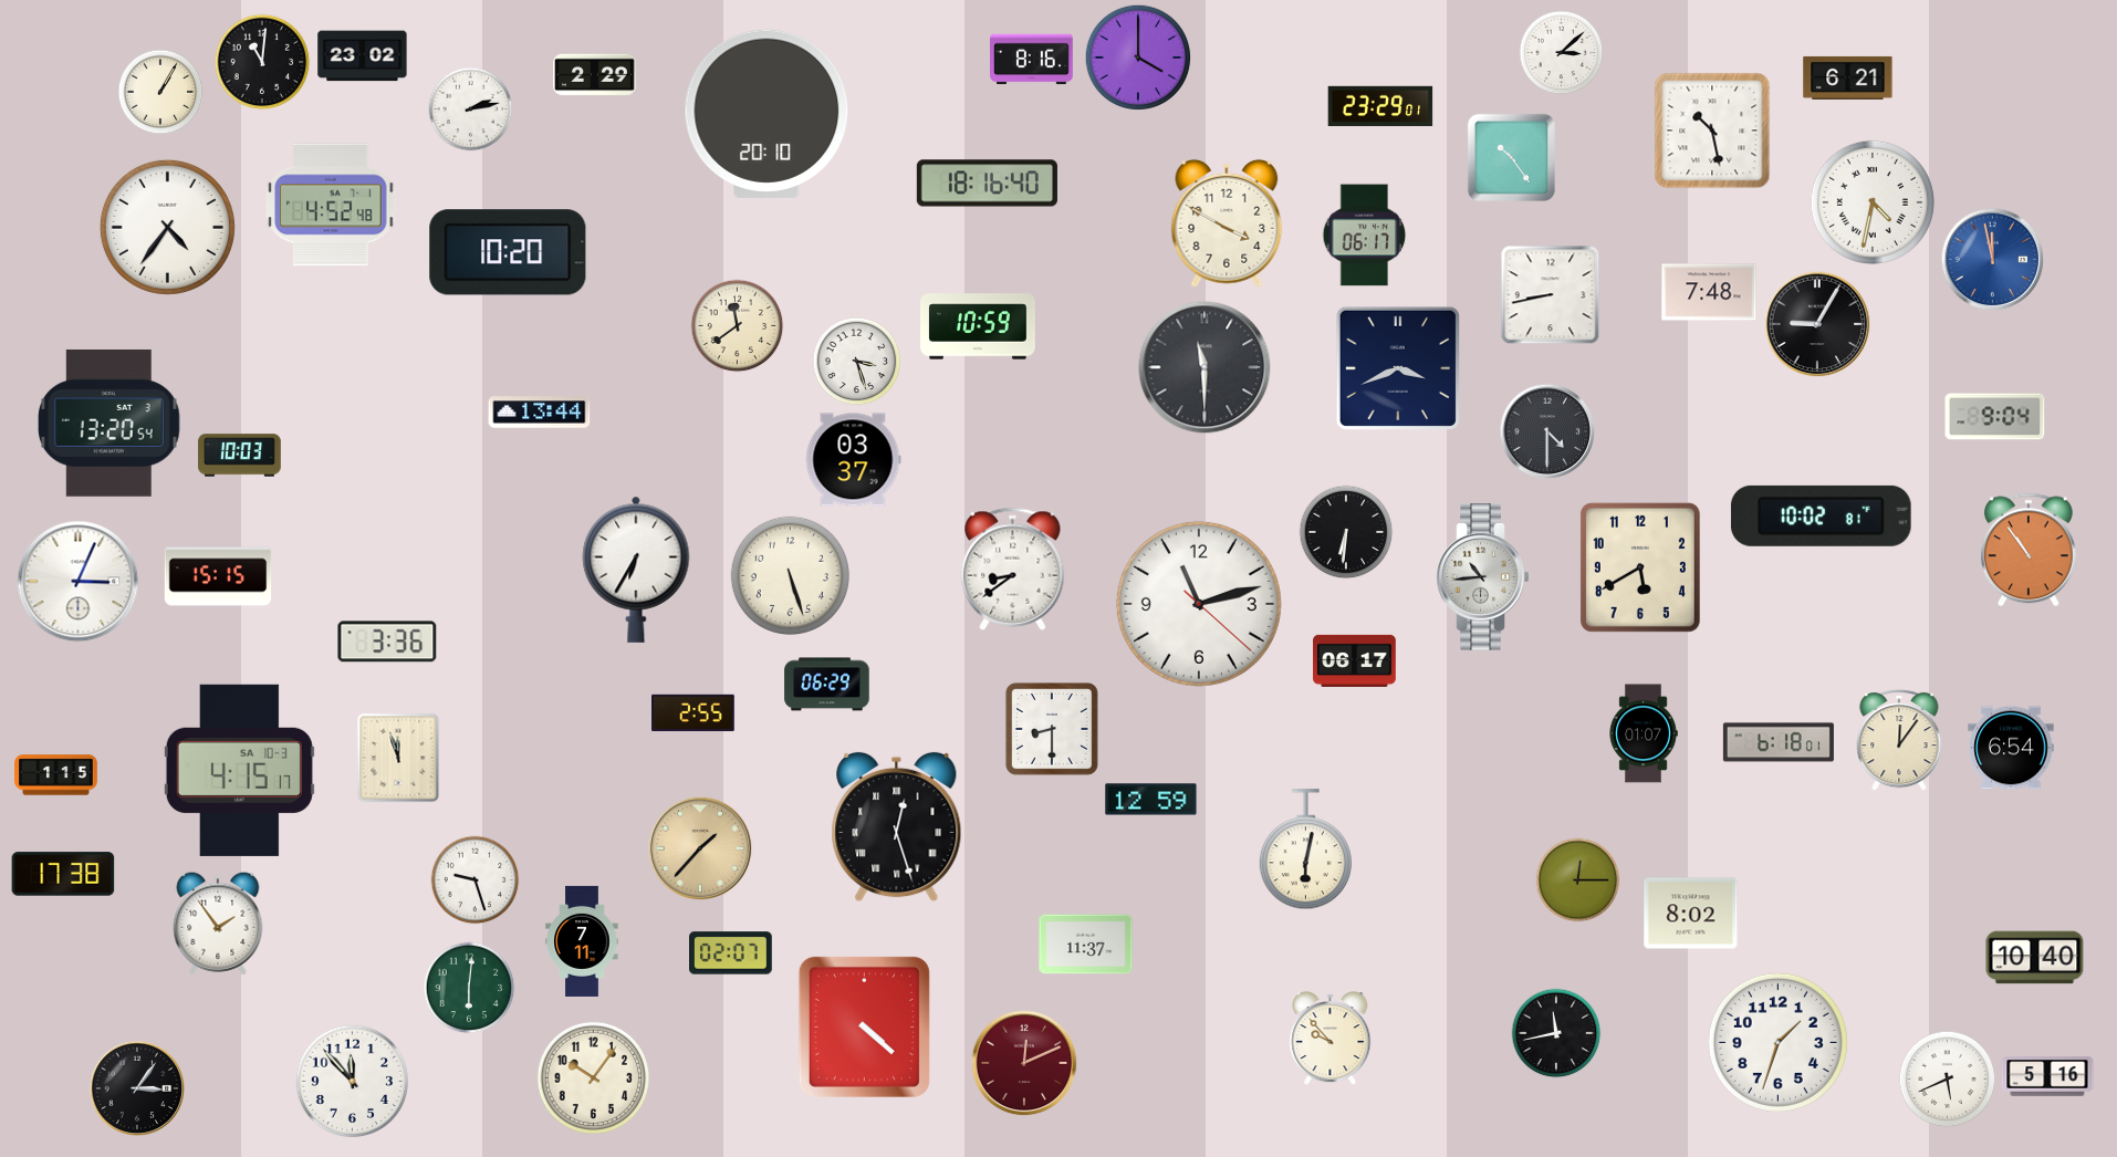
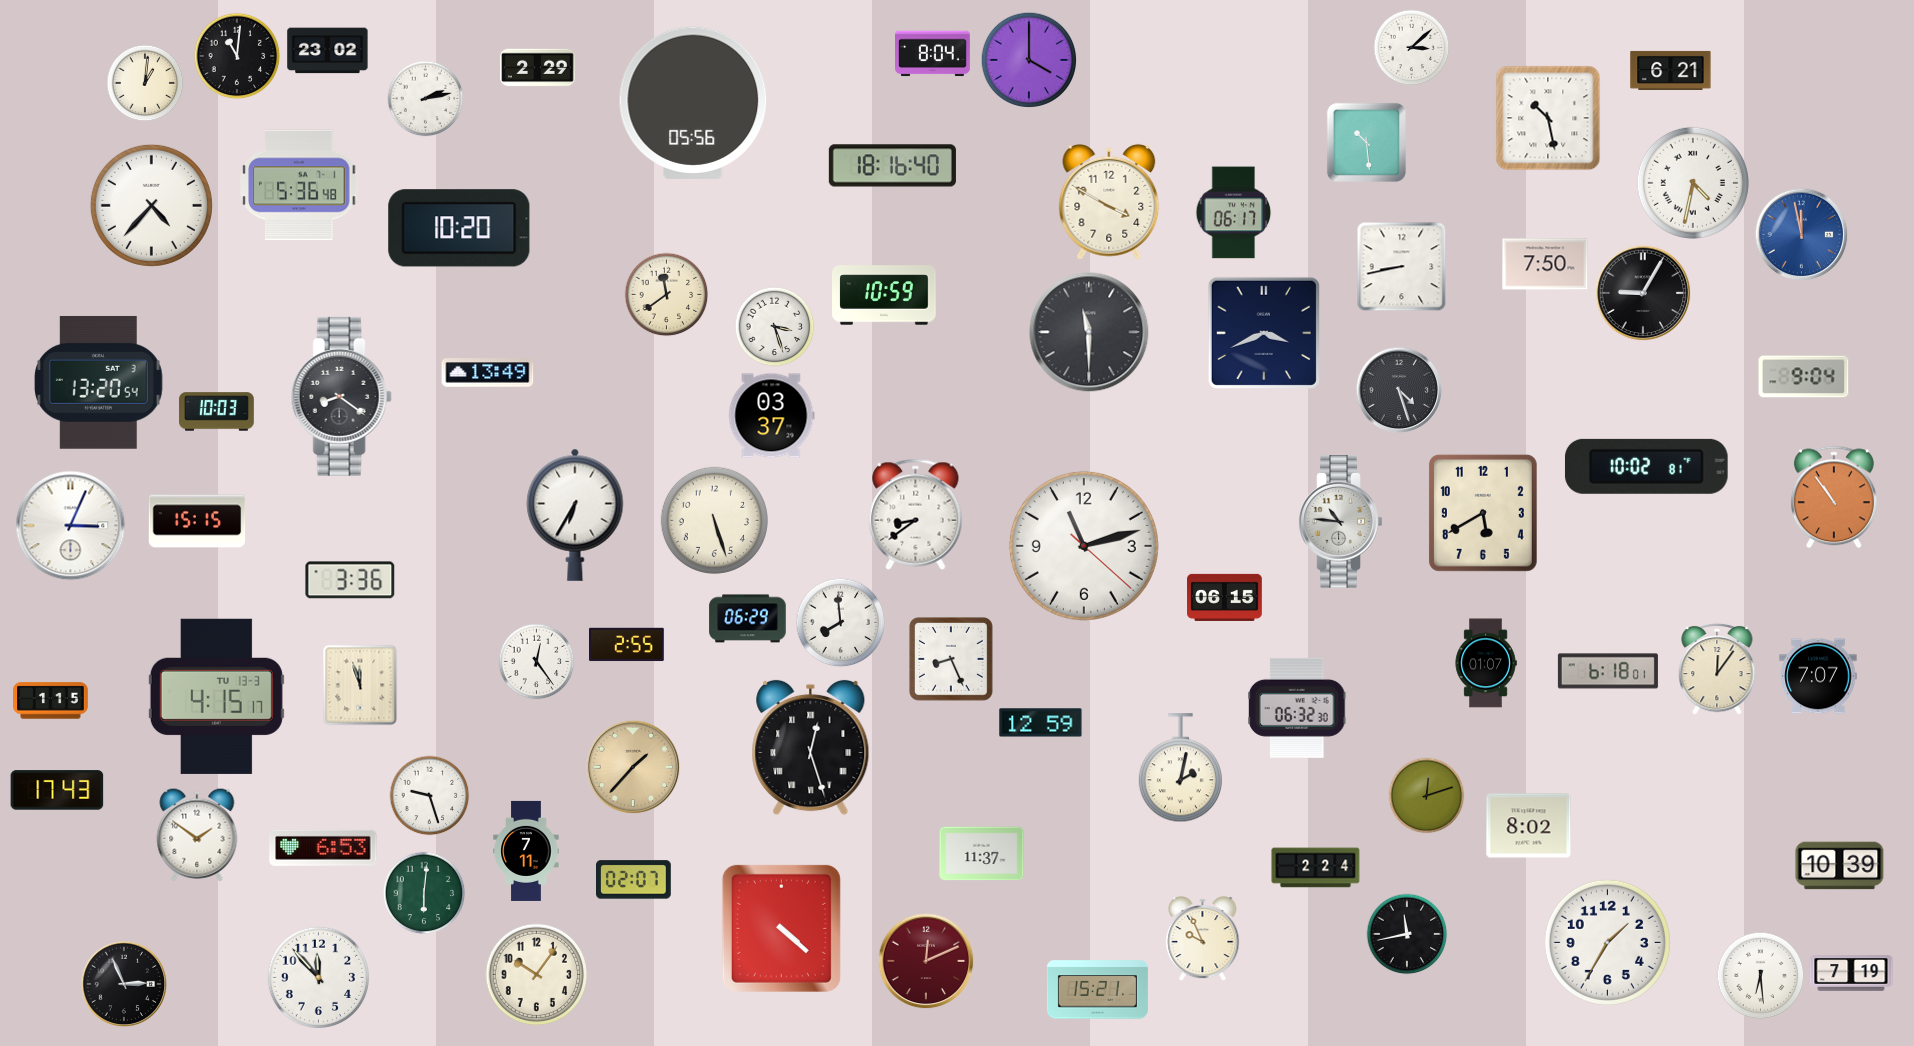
clock at (1138, 58) position: (1138, 58) -> (1029, 60)
clock at (1032, 60): 8:16 -> 8:04
clock at (160, 92): 1:05 -> 1:01
clock at (1380, 105): 23:29 -> none
clock at (766, 113): 20:10 -> 05:56
clock at (1511, 157): 10:24 -> 10:29
clock at (331, 205): 4:52 -> 5:36
clock at (167, 227): 4:36 -> 4:37
clock at (1709, 292): 7:48 -> 7:50
clock at (540, 413): 13:44 -> 13:49
clock at (1547, 431): 4:30 -> 4:27
clock at (341, 396): none -> 8:21
clock at (1346, 532): 6:31 -> none
clock at (1483, 577): 10:44 -> 10:46
clock at (1355, 660): 06:17 -> 06:15
clock at (841, 623): none -> 7:59
clock at (1052, 729): 8:30 -> 8:26
clock at (537, 662): none -> 12:24
clock at (2011, 748): 6:54 -> 7:07
clock at (239, 770) date: SA 10-3 -> TU 13-3
clock at (1298, 708): none -> 06:32
clock at (1305, 849): 6:02 -> 2:02
clock at (63, 874): 17:38 -> 17:43
clock at (1578, 880): 12:15 -> 12:12
clock at (218, 924): 1:54 -> 1:51
clock at (323, 848): none -> 6:53
clock at (731, 953) position: (731, 953) -> (634, 880)
clock at (2035, 958): 10:40 -> 10:39
clock at (1316, 868): none -> 2:24
clock at (1331, 1040): 9:53 -> 9:56
clock at (1777, 1042): 1:33 -> 1:35
clock at (2047, 1076): 5:16 -> 7:19
clock at (1948, 1080): 5:41 -> 6:29
clock at (137, 1088): 3:06 -> 2:56
clock at (1097, 990): none -> 15:21
